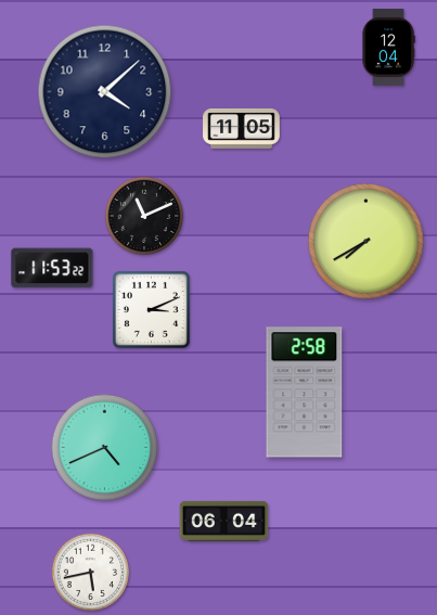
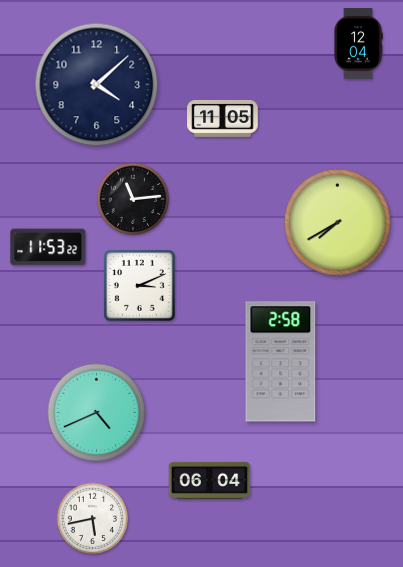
clock at (144, 216): 11:11 -> 11:14
clock at (224, 521) position: (224, 521) -> (210, 480)
clock at (90, 572) position: (90, 572) -> (92, 518)
